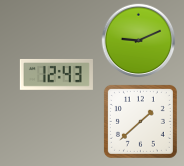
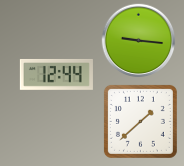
clock at (139, 41): 9:11 -> 9:16
clock at (56, 74): 12:43 -> 12:44
